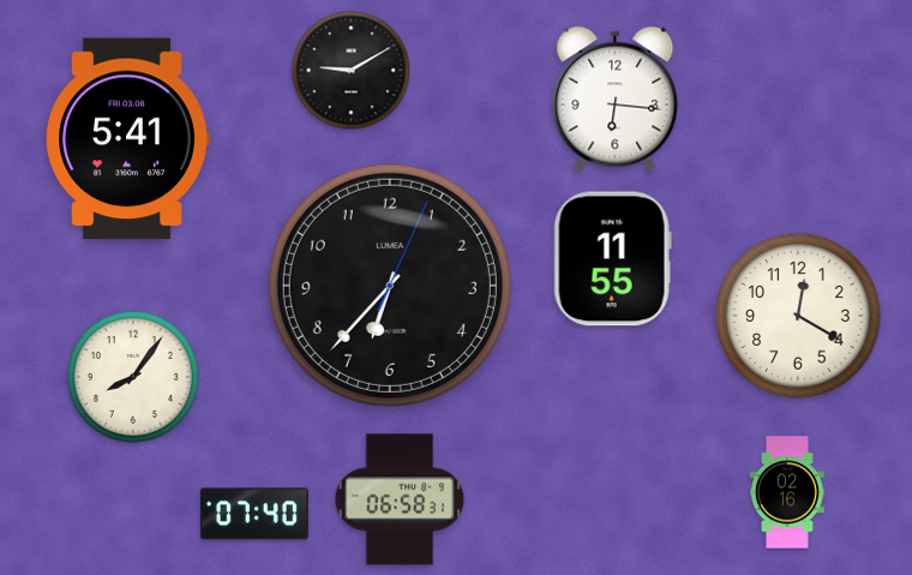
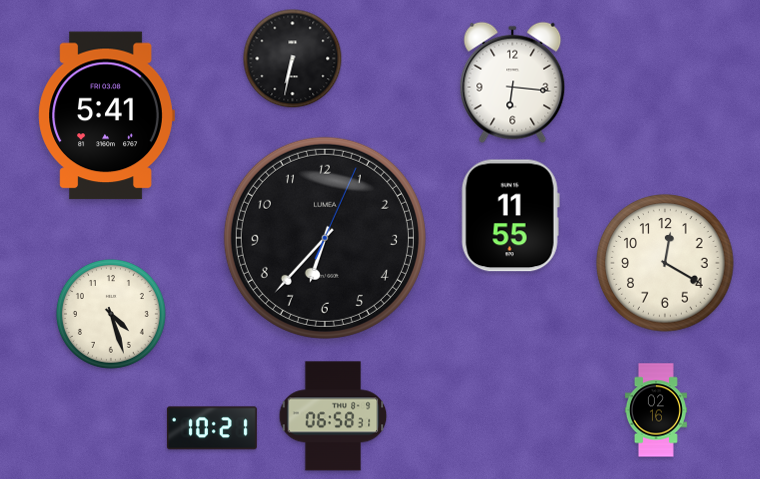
clock at (352, 71): 9:10 -> 6:32
clock at (133, 377): 8:06 -> 4:27
clock at (254, 514): 07:40 -> 10:21
